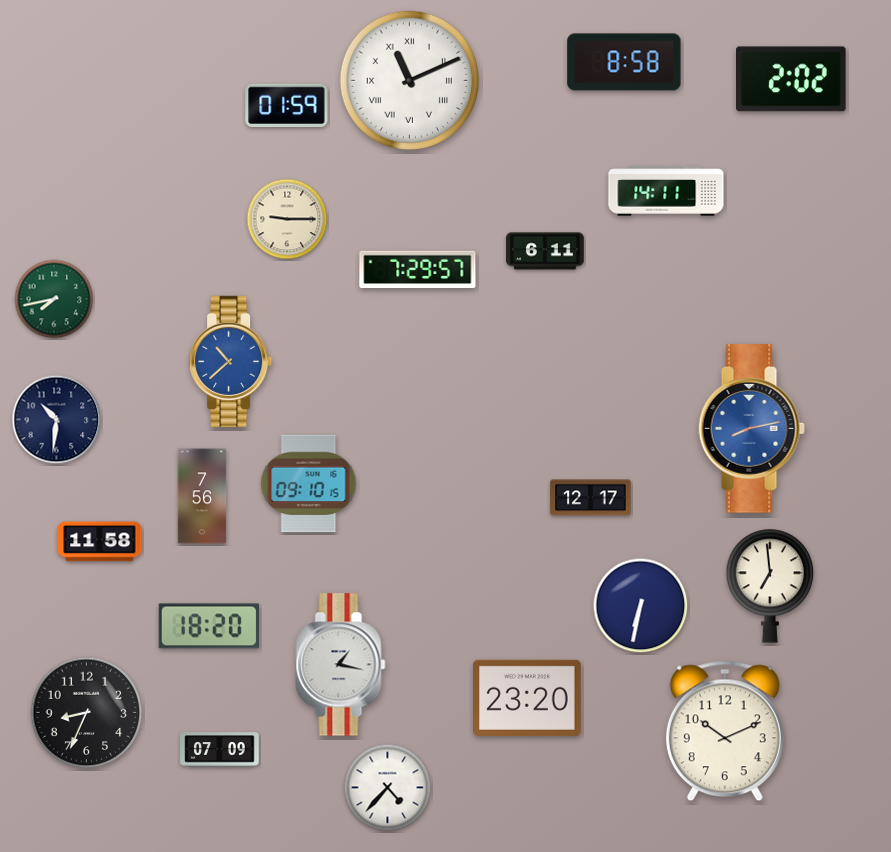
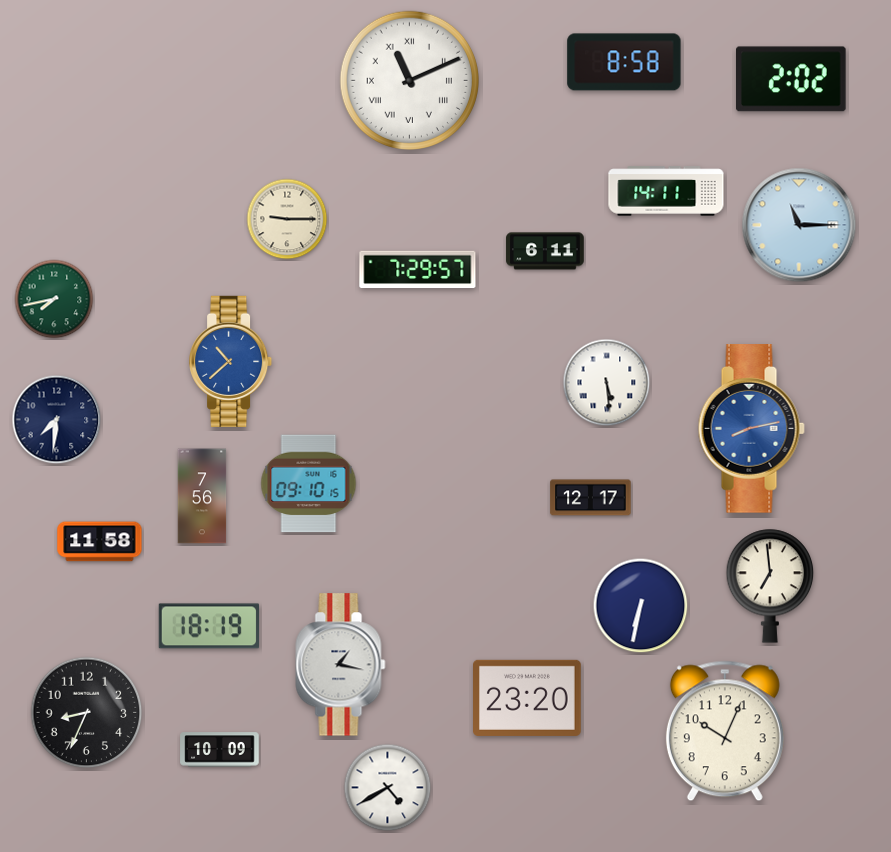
clock at (287, 105): 01:59 -> none
clock at (799, 225): none -> 11:15
clock at (607, 383): none -> 5:29
clock at (57, 420): 10:31 -> 7:31
clock at (208, 626): 18:20 -> 18:19
clock at (725, 731): 10:11 -> 10:04
clock at (220, 750): 07:09 -> 10:09
clock at (388, 788): 4:37 -> 4:40
